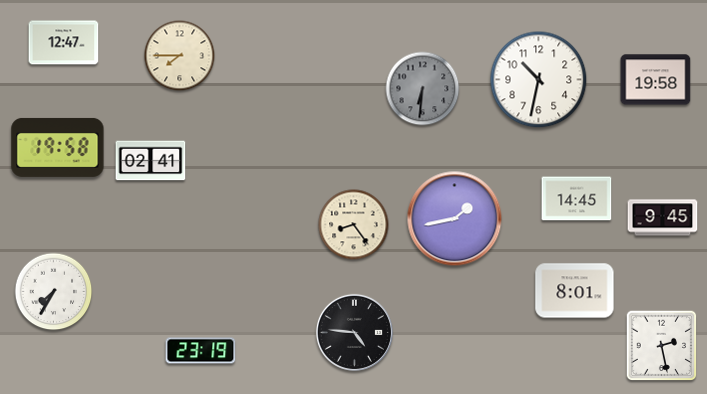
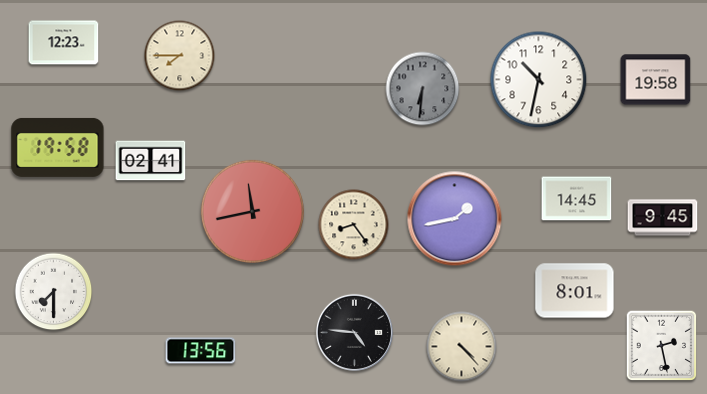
clock at (64, 43): 12:47 -> 12:23
clock at (252, 211): none -> 11:43
clock at (54, 292): 7:35 -> 7:30
clock at (462, 347): none -> 4:23
clock at (201, 351): 23:19 -> 13:56
